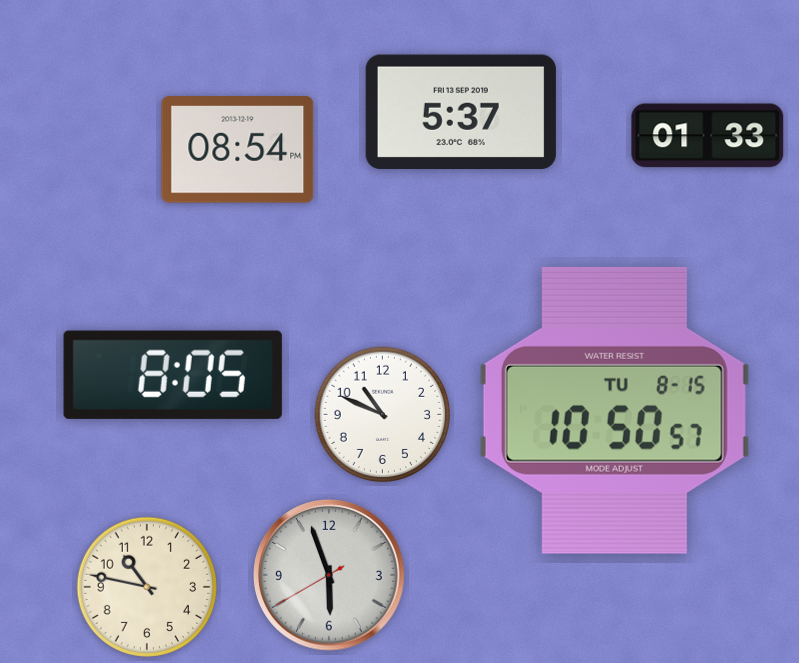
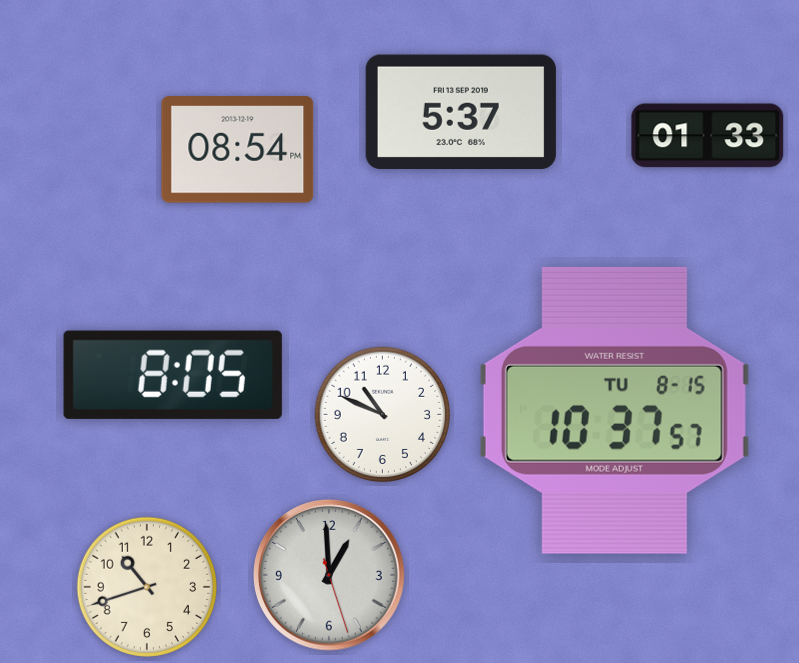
clock at (614, 410): 10:50 -> 10:37
clock at (329, 575): 5:56 -> 12:59
clock at (146, 586): 10:47 -> 10:42
